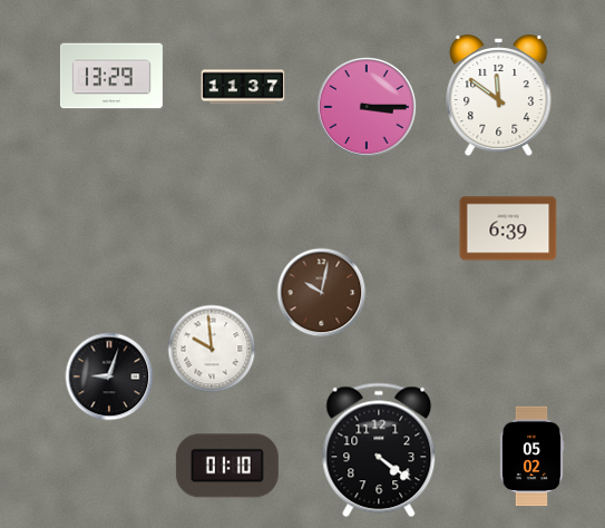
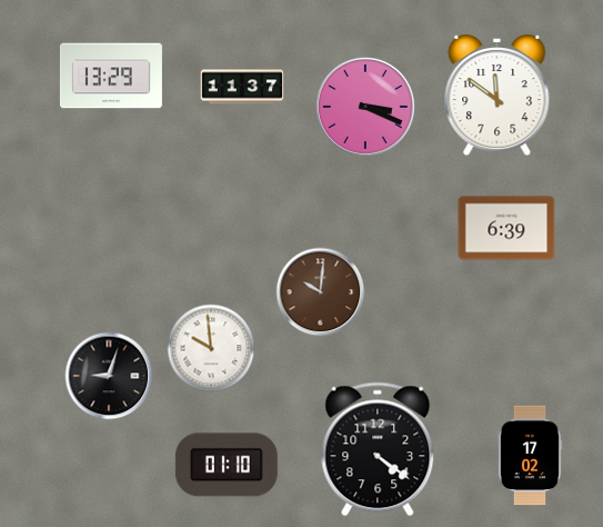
clock at (367, 107): 3:15 -> 3:19
clock at (322, 293): 10:02 -> 10:01
clock at (531, 457): 05:02 -> 17:02
